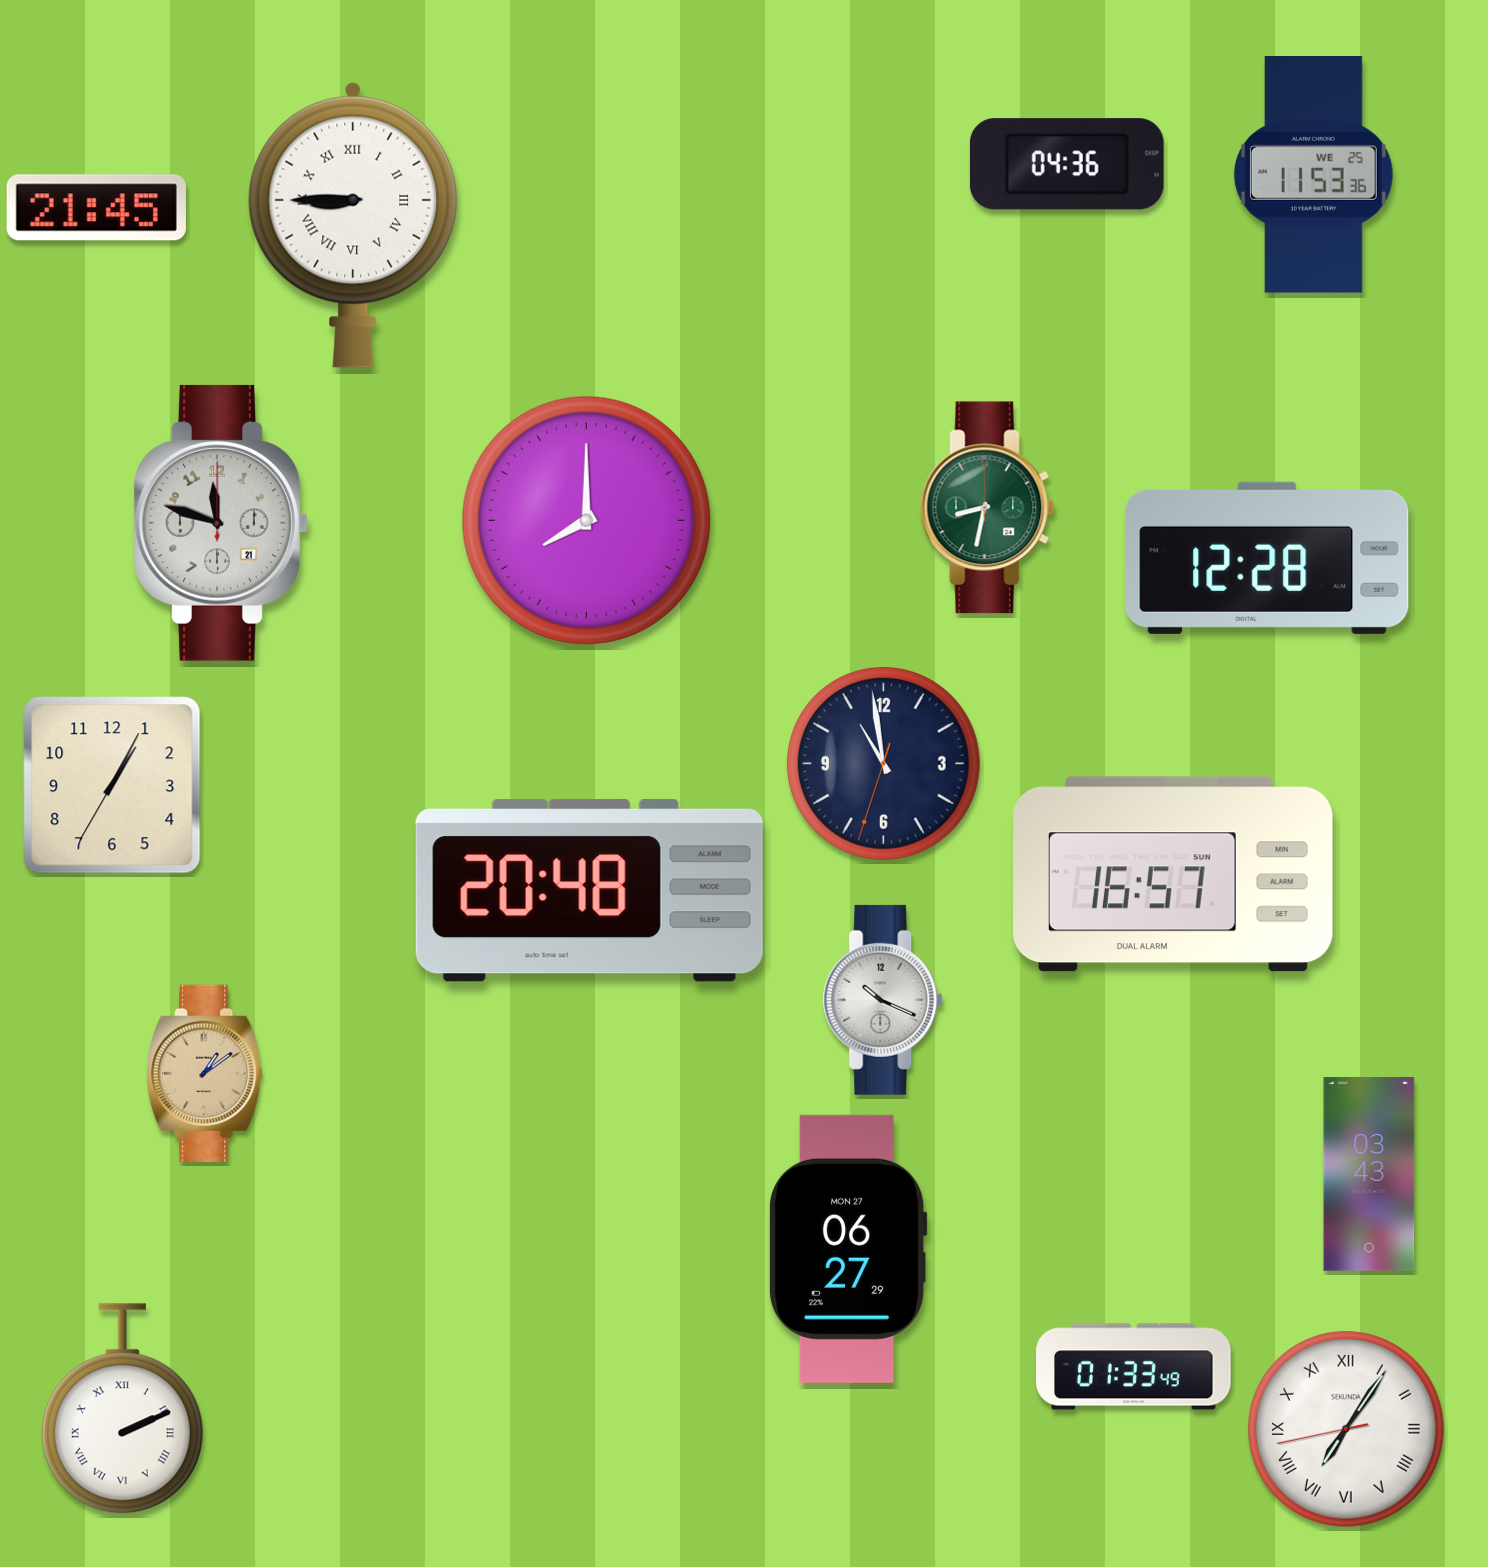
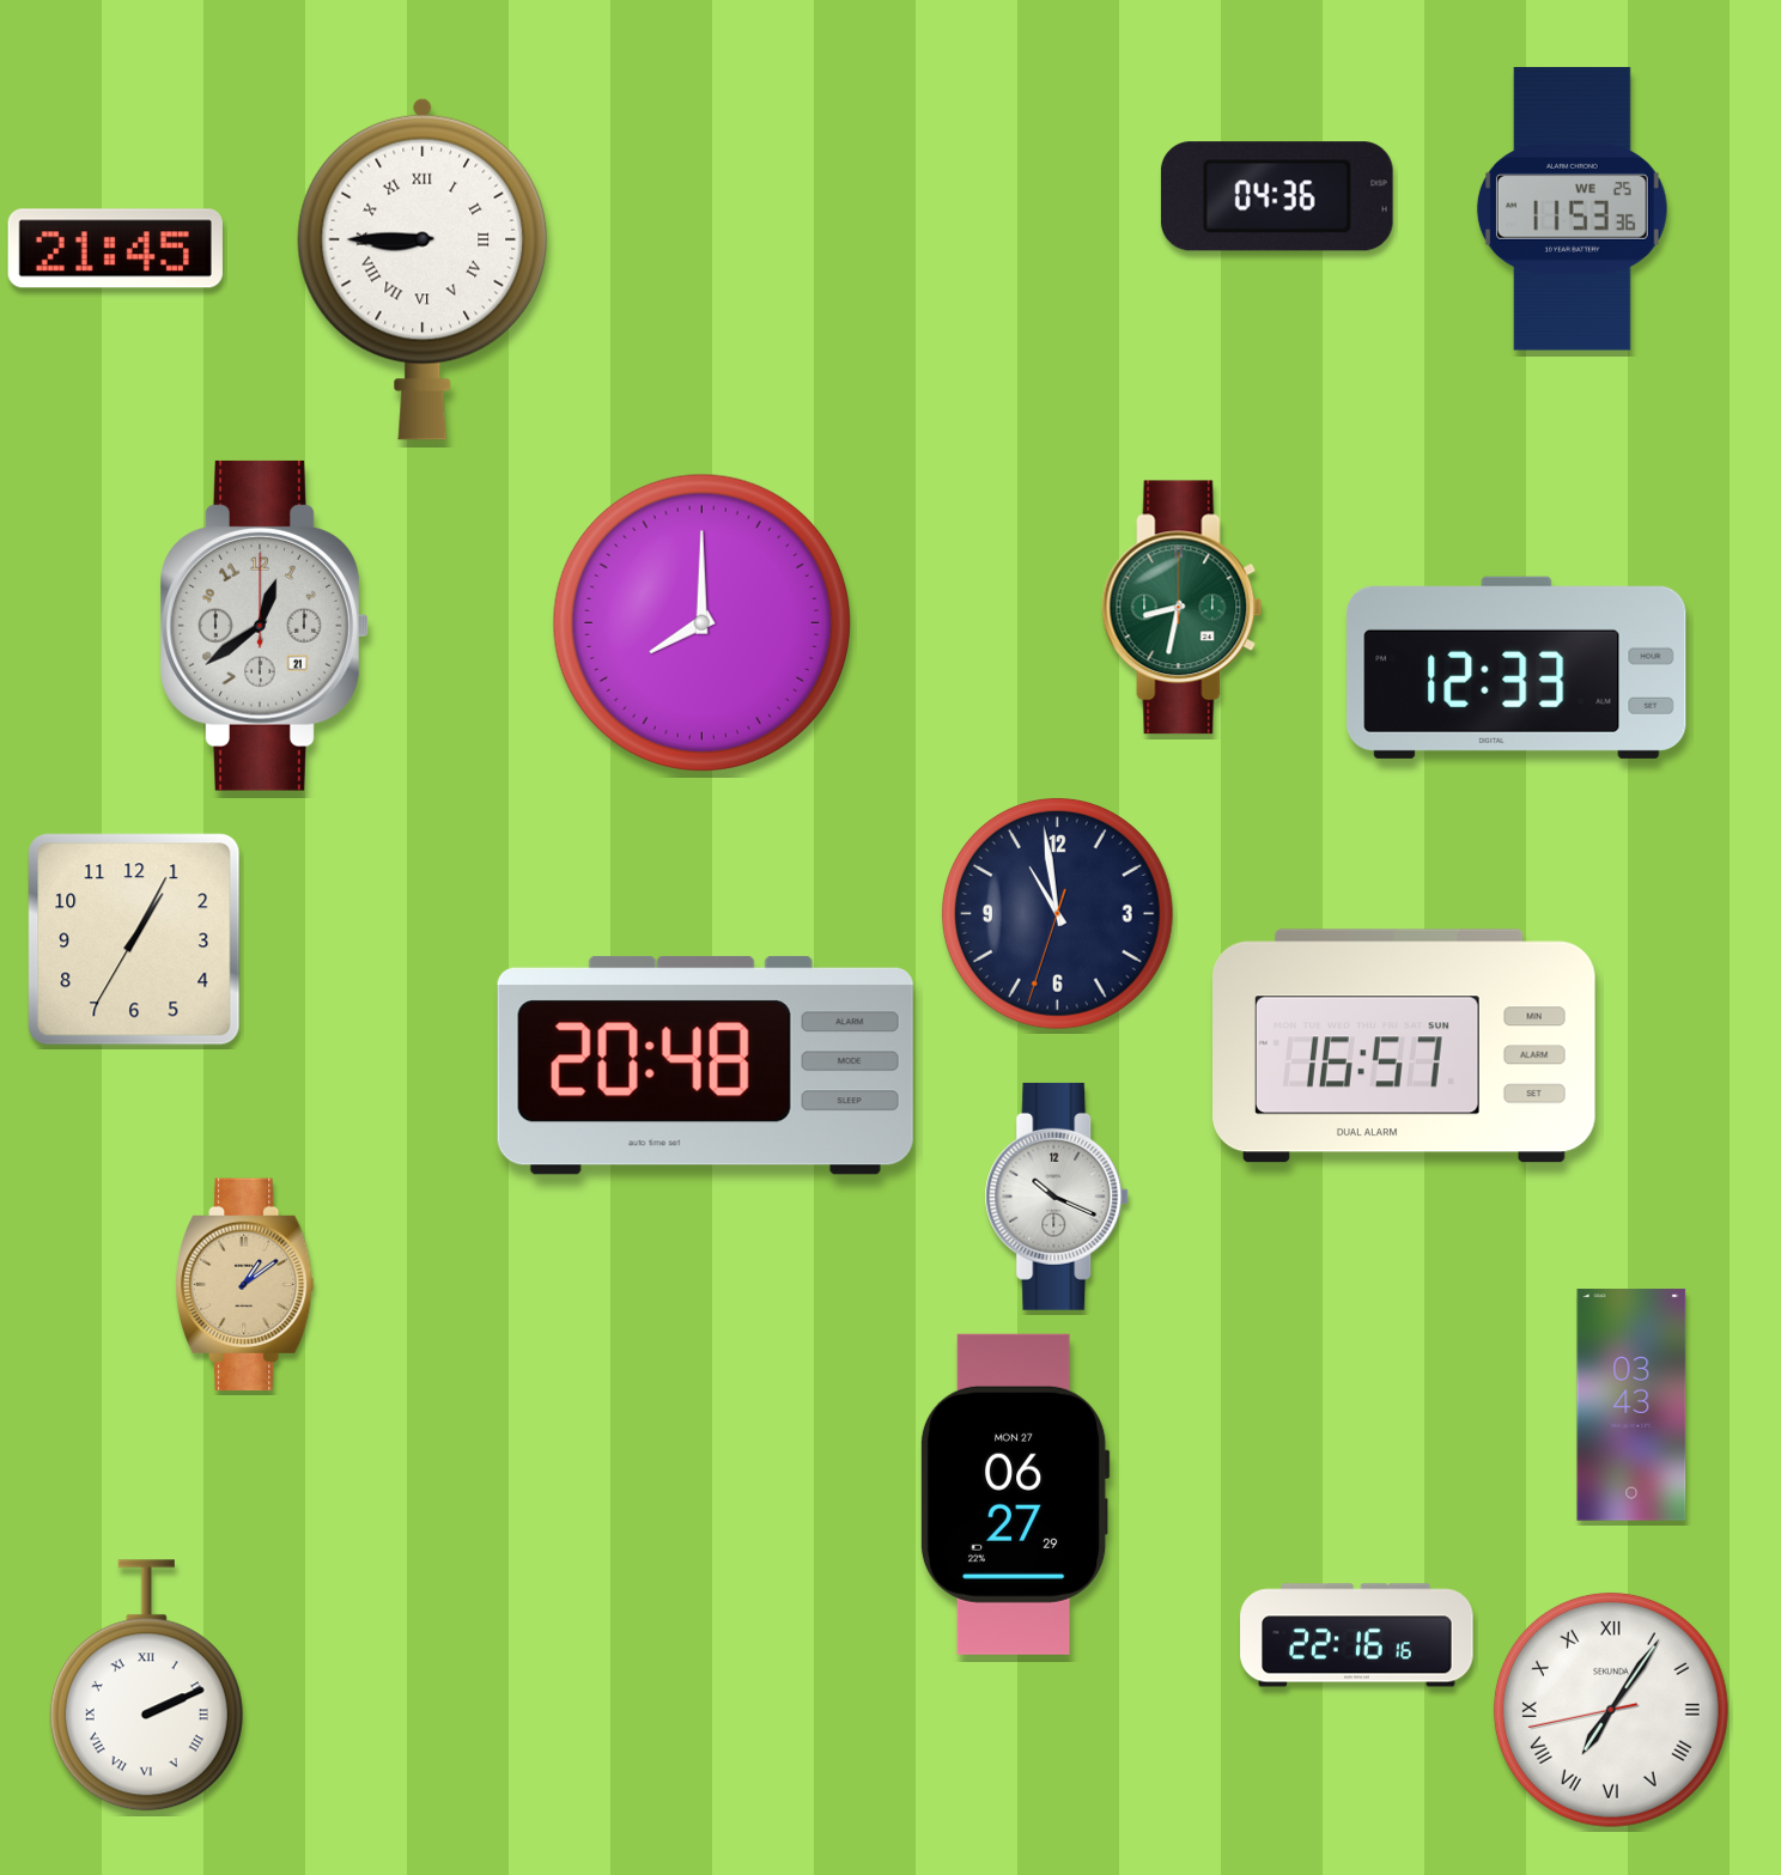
clock at (221, 523): 11:48 -> 12:39
clock at (1267, 558): 12:28 -> 12:33
clock at (1369, 1174) position: (1369, 1174) -> (1631, 1405)
clock at (1134, 1367): 01:33 -> 22:16
